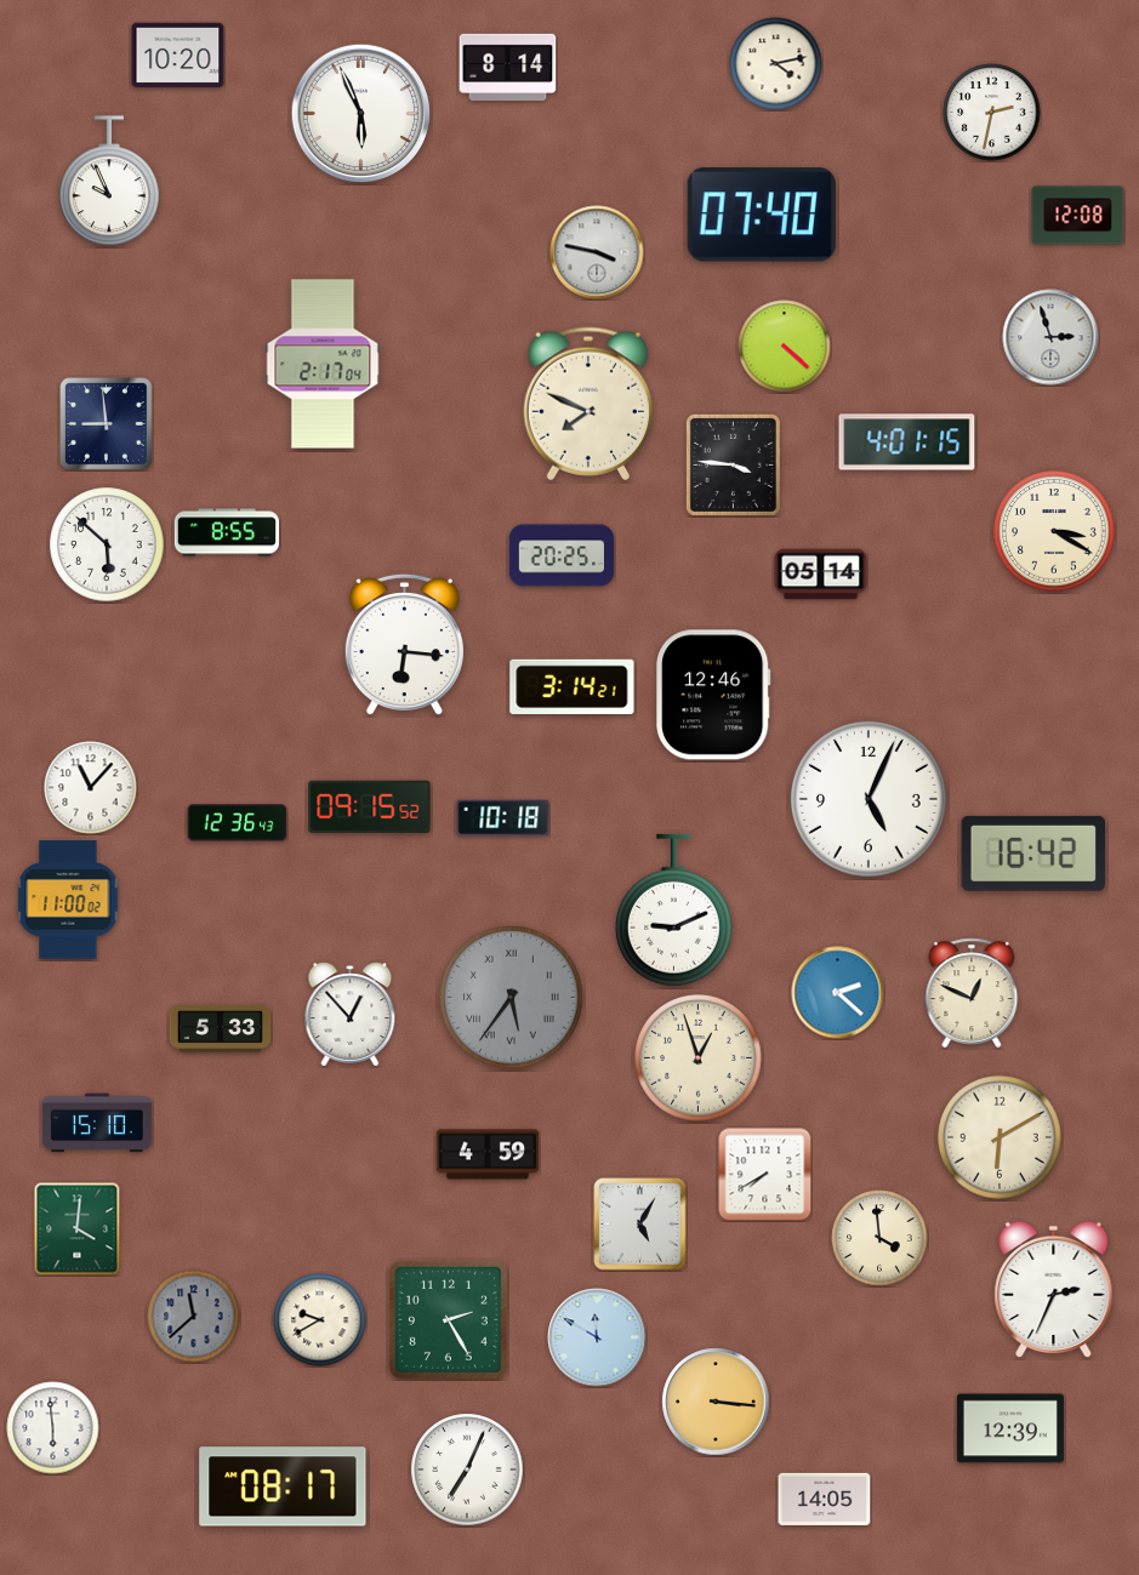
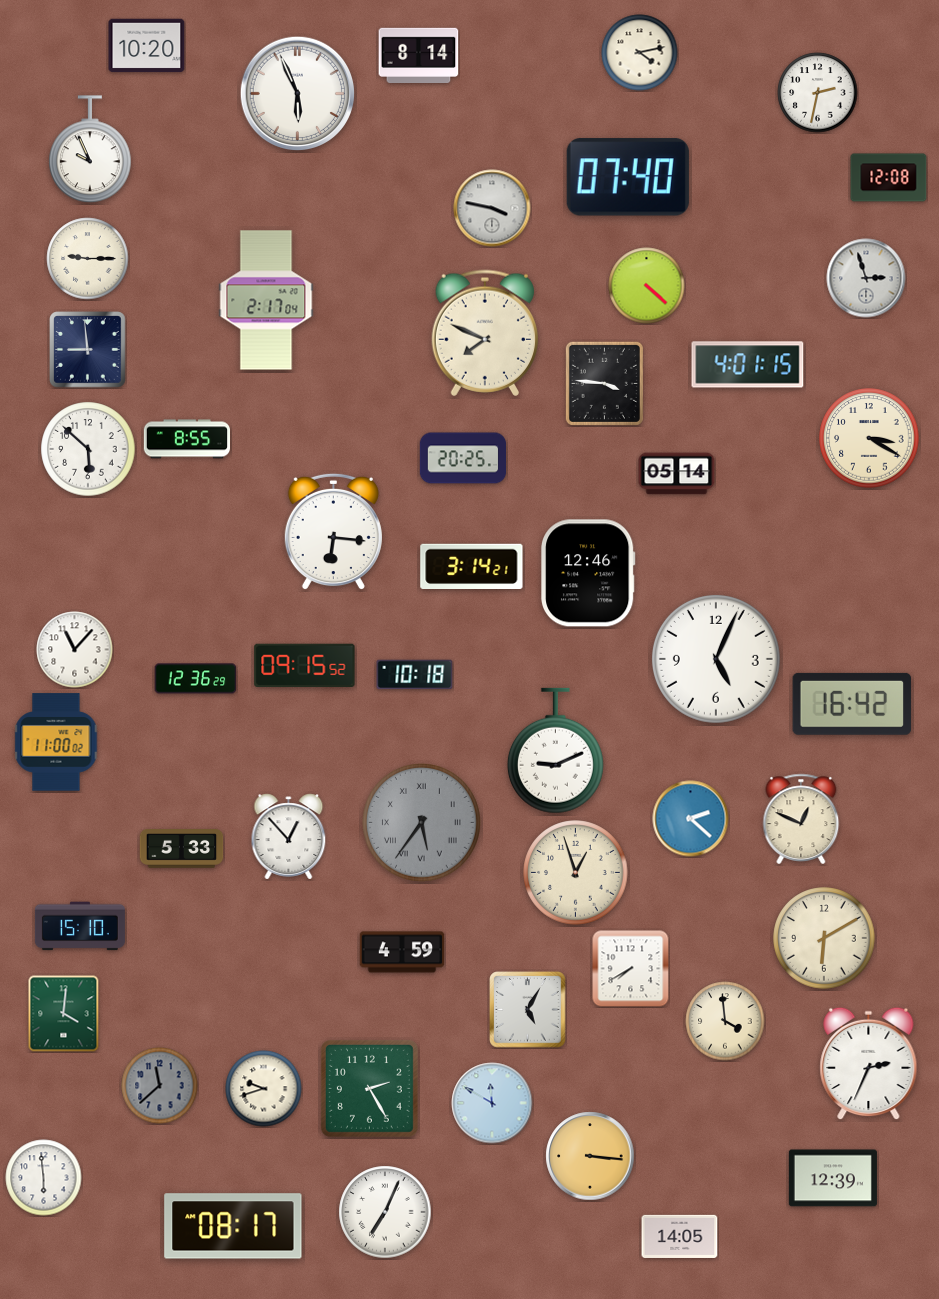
clock at (88, 259): none -> 9:15
clock at (238, 823): 12:36:43 -> 12:36:29
clock at (320, 1320): 9:40 -> 9:42
